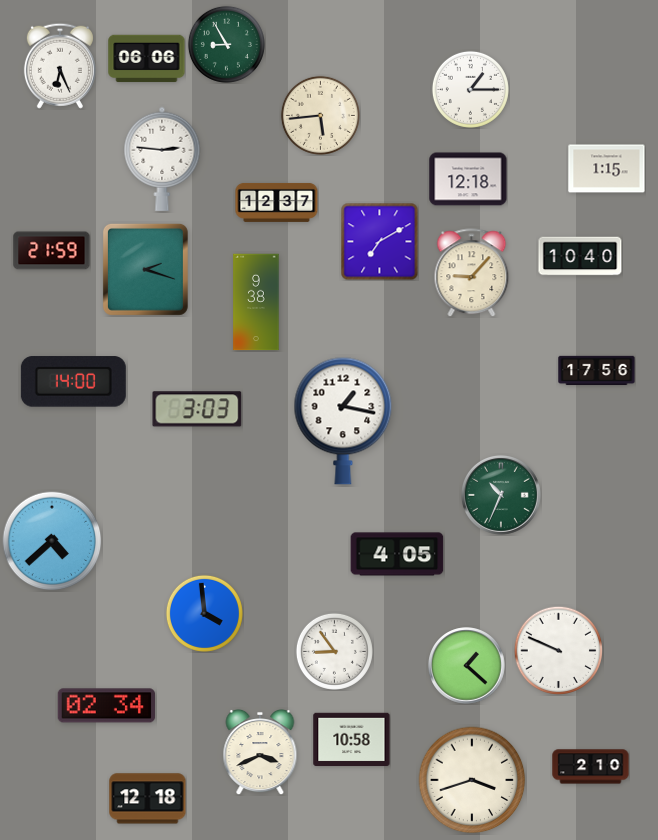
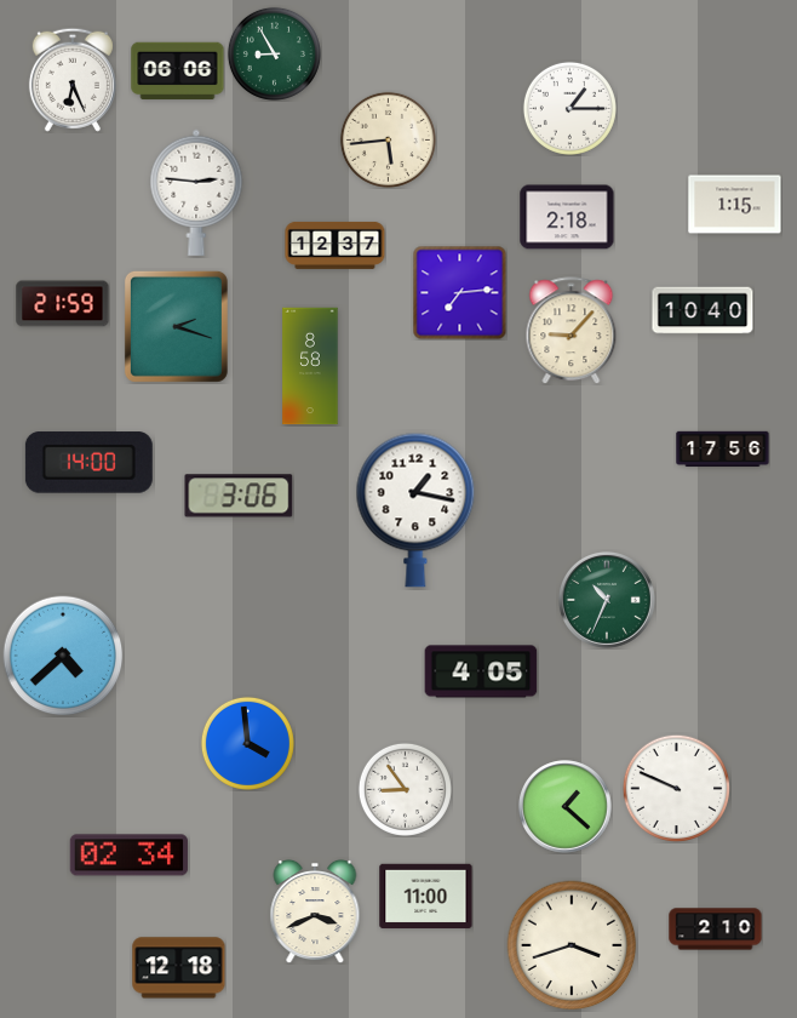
clock at (468, 179): 12:18 -> 2:18
clock at (379, 241): 7:10 -> 7:14
clock at (256, 302): 9:38 -> 8:58
clock at (197, 409): 3:03 -> 3:06
clock at (352, 740): 10:58 -> 11:00
